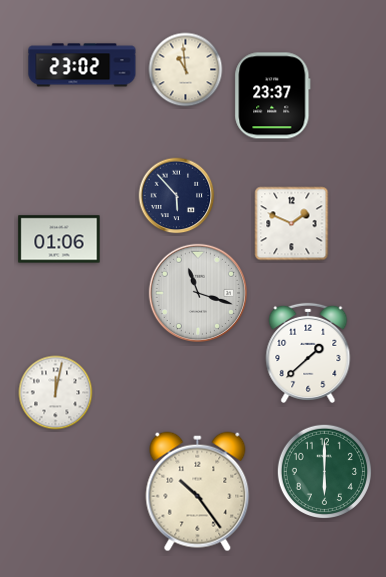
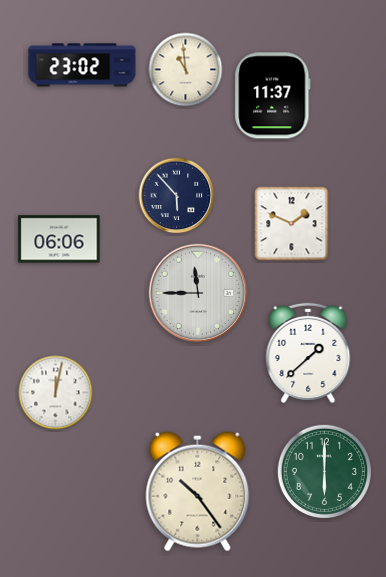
clock at (273, 96): 23:37 -> 11:37
clock at (59, 239): 01:06 -> 06:06
clock at (198, 293): 11:18 -> 11:45
